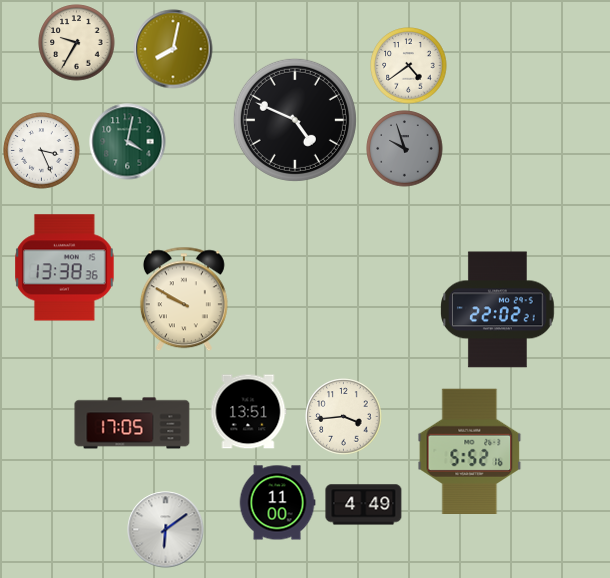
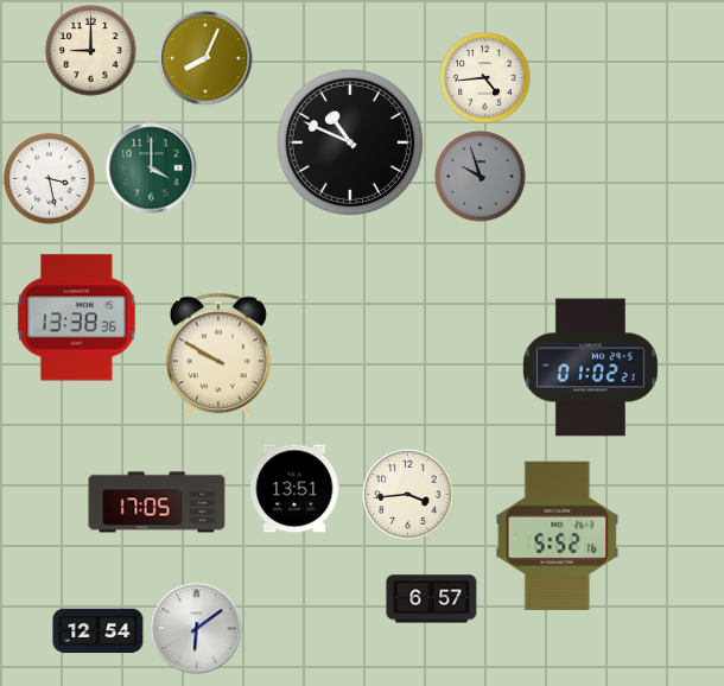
clock at (77, 43): 9:35 -> 9:00
clock at (173, 49): 8:02 -> 8:04
clock at (409, 66): 4:39 -> 4:44
clock at (295, 120): 4:49 -> 10:49
clock at (128, 142): 4:02 -> 4:00
clock at (42, 151): 3:26 -> 3:28
clock at (498, 310): 22:02 -> 01:02
clock at (277, 503): 11:00 -> none
clock at (364, 505): 4:49 -> 6:57
clock at (99, 631): none -> 12:54
